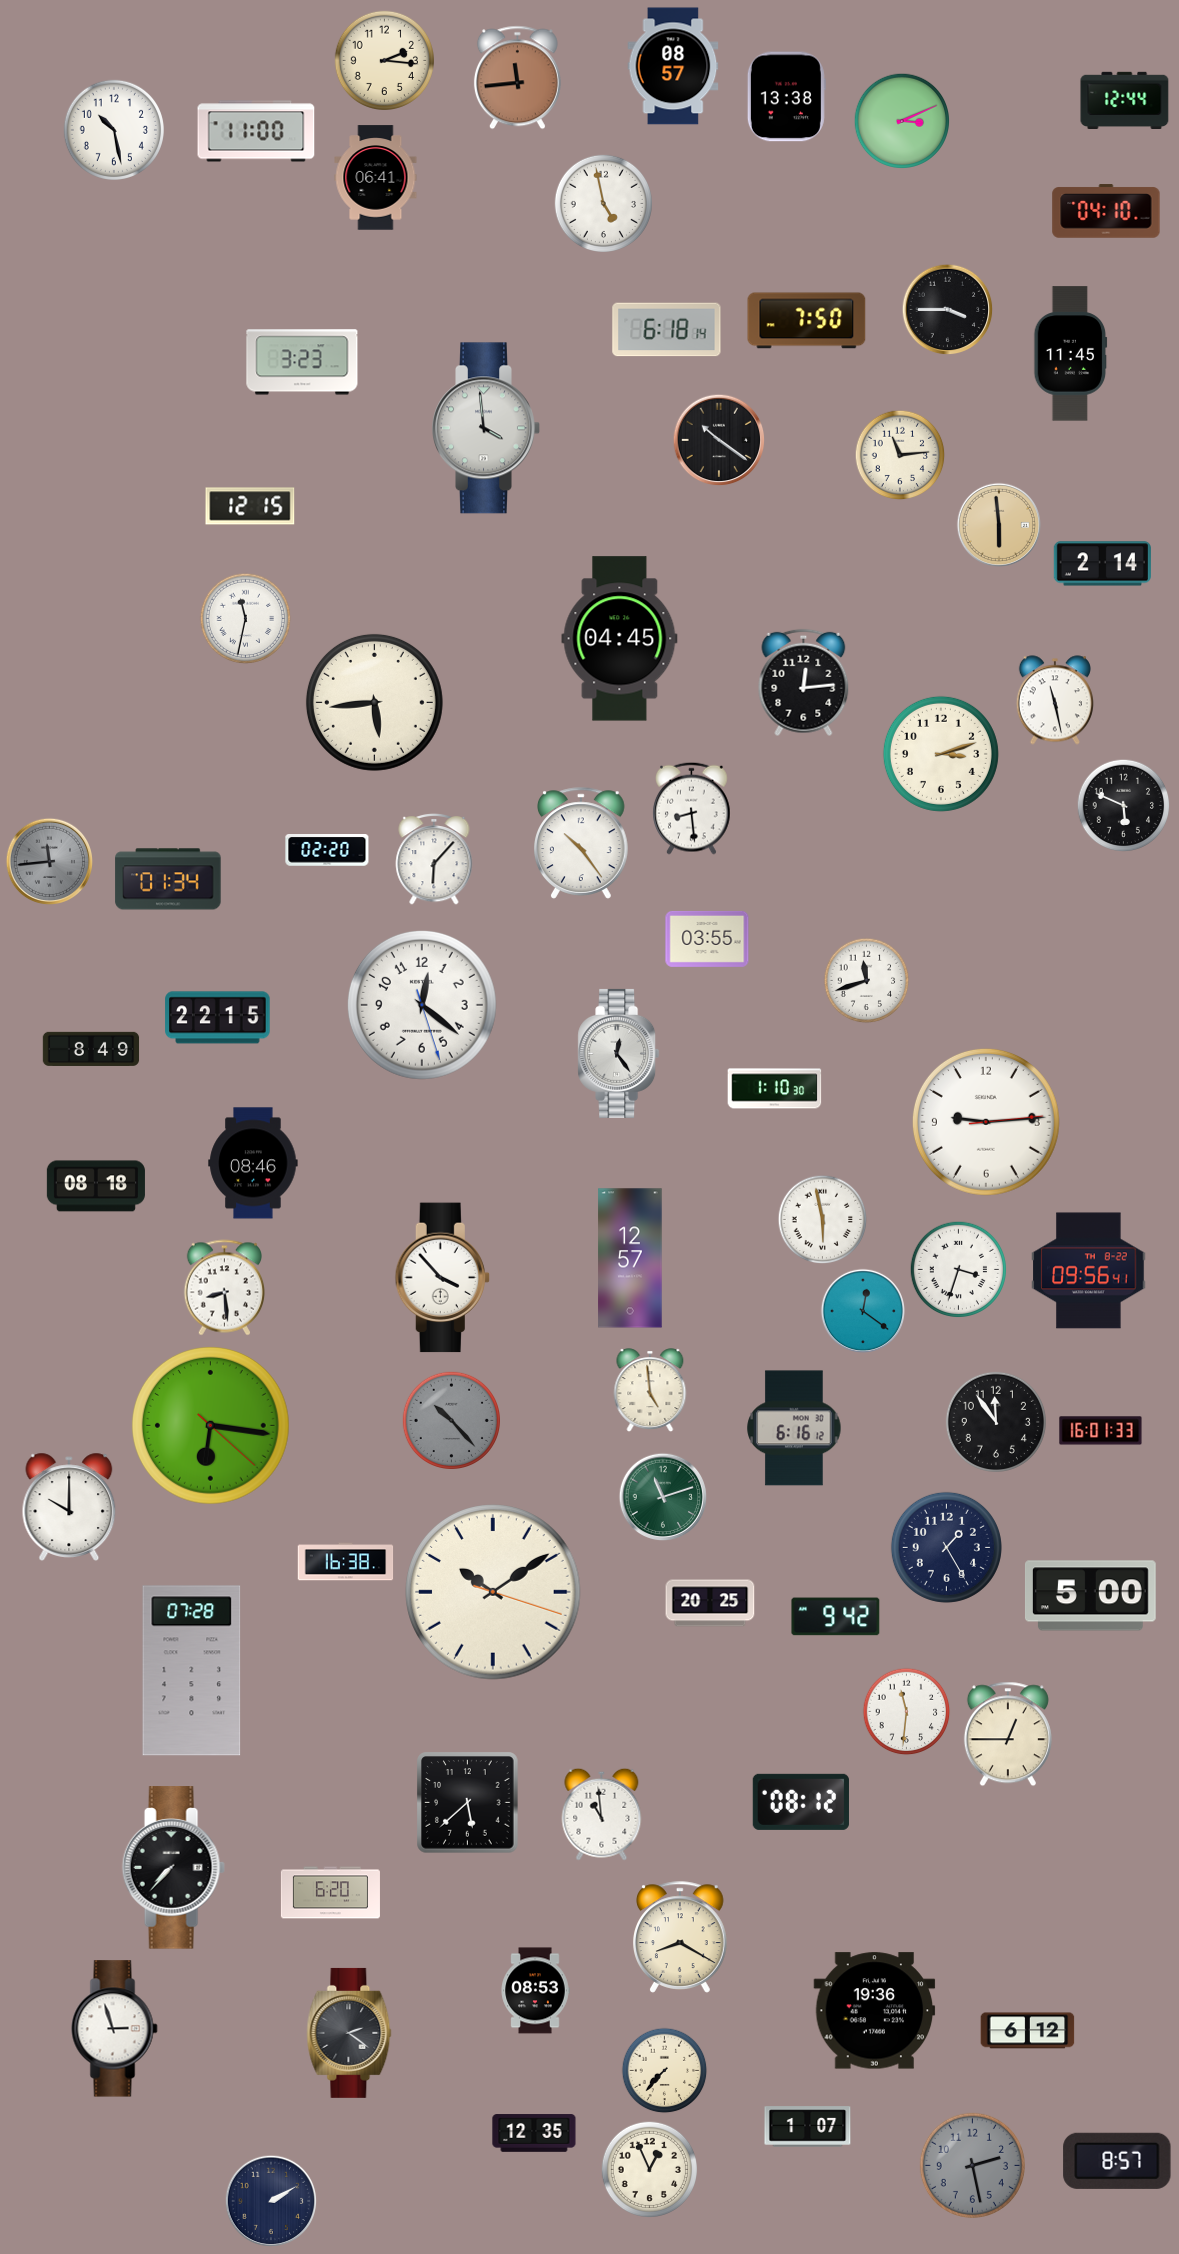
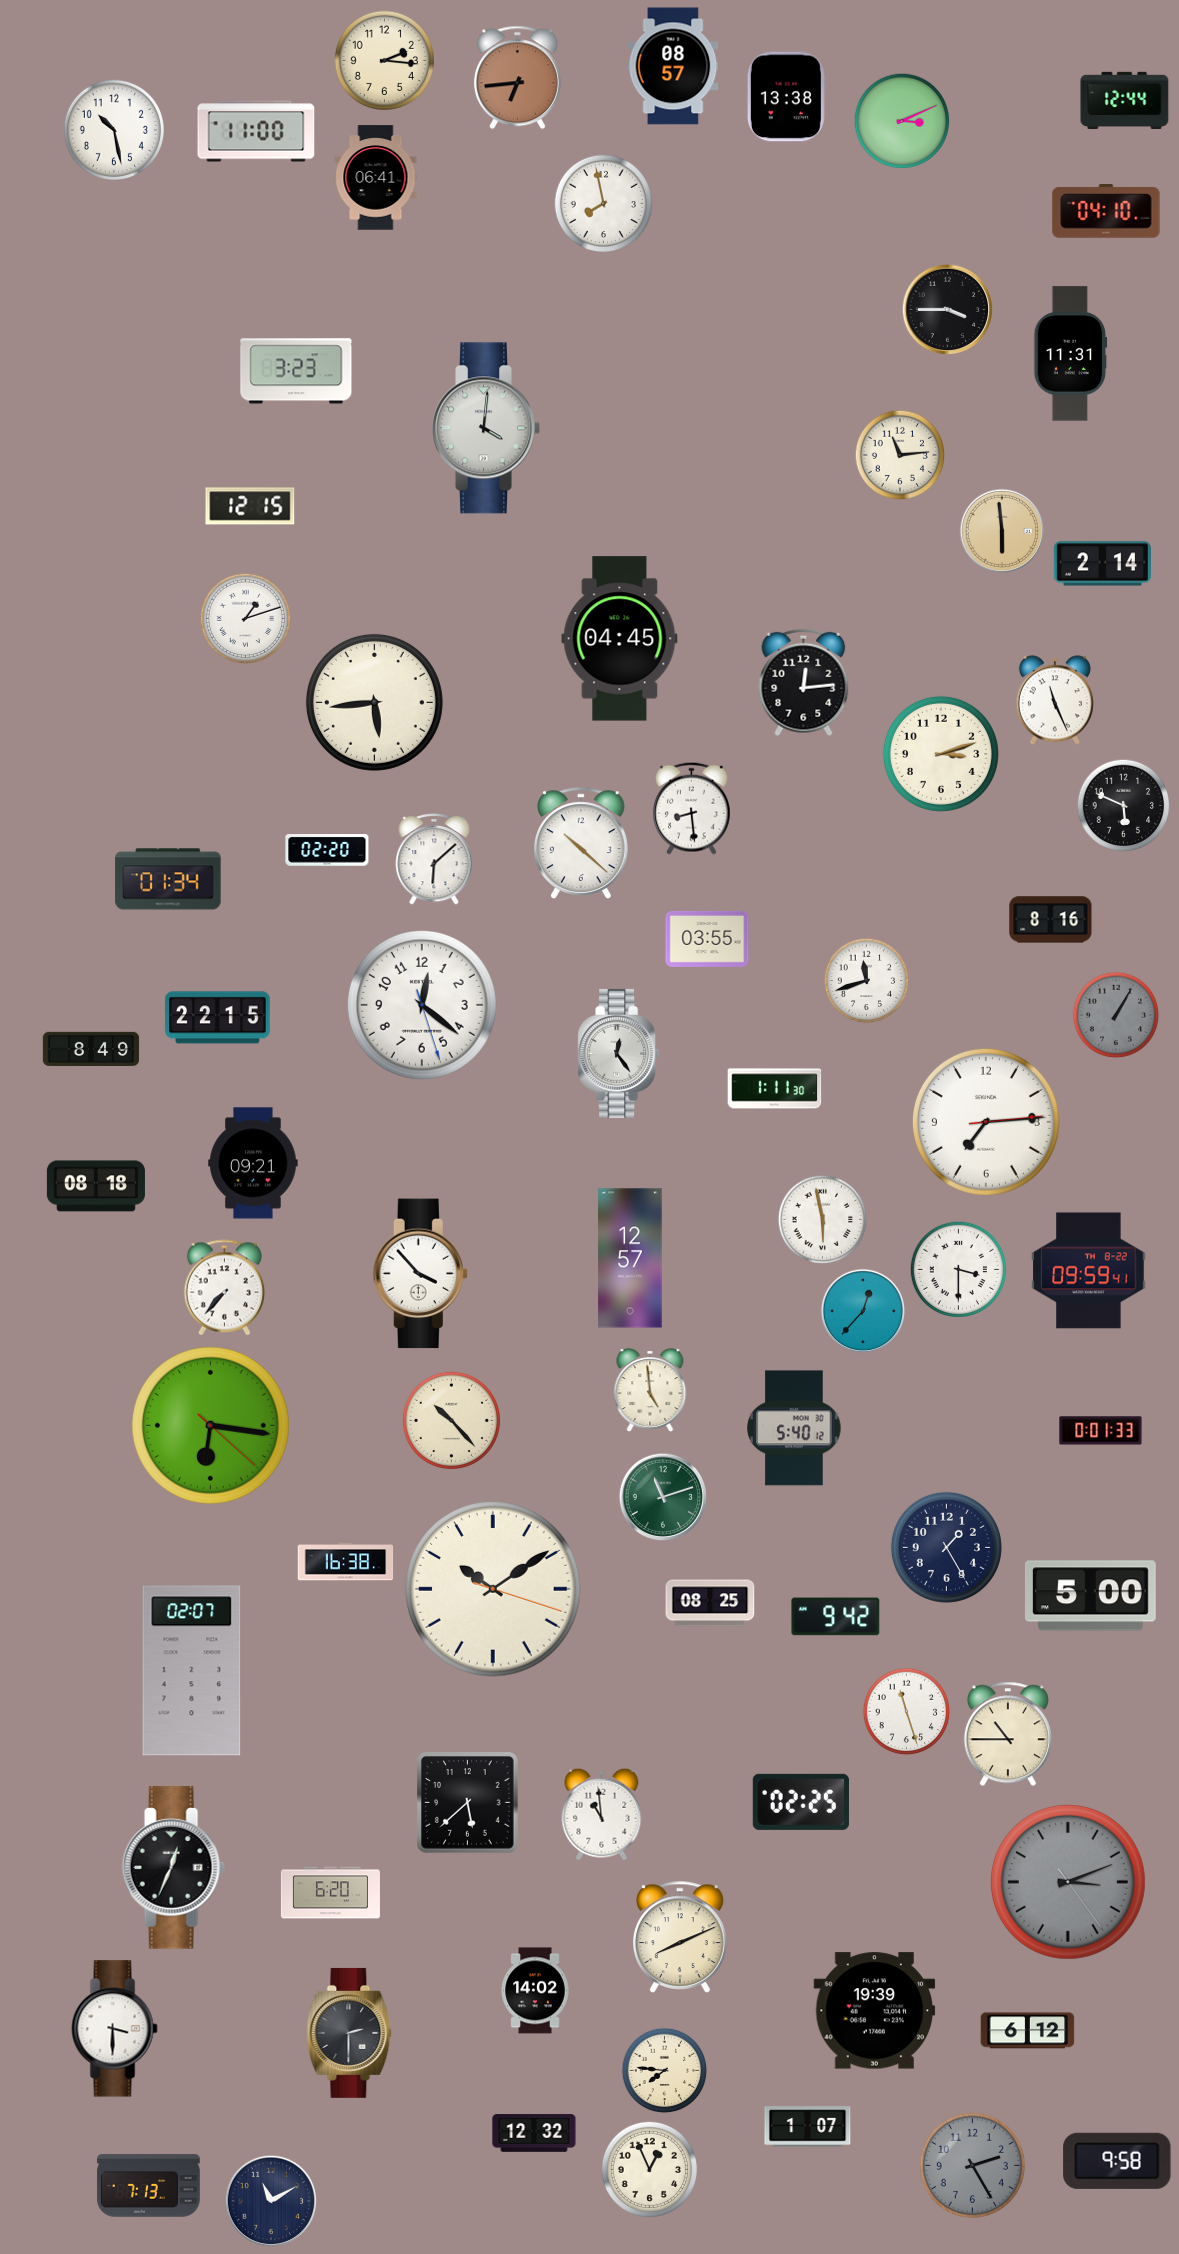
clock at (517, 78): 11:44 -> 6:44
clock at (603, 203): 4:58 -> 7:58
clock at (807, 321): 7:50 -> none
clock at (667, 330): 6:18 -> none
clock at (1071, 354): 11:45 -> 11:31
clock at (302, 362) position: (302, 362) -> (296, 371)
clock at (487, 428): 3:59 -> 4:01
clock at (719, 440): 10:21 -> none
clock at (998, 524) position: (998, 524) -> (1001, 530)
clock at (246, 619): 11:32 -> 1:12
clock at (1055, 700): 11:28 -> 11:26
clock at (582, 843): 10:24 -> 10:22
clock at (434, 859): 6:07 -> 6:08
clock at (50, 862): 11:44 -> none
clock at (1051, 920): none -> 8:16
clock at (1116, 1015): none -> 1:05
clock at (775, 1089): 1:10 -> 1:11
clock at (986, 1122): 9:14 -> 7:14
clock at (253, 1163): 08:46 -> 09:21
clock at (958, 1269): 3:33 -> 3:30
clock at (1089, 1271): 09:56 -> 09:59
clock at (442, 1278) position: (442, 1278) -> (420, 1274)
clock at (224, 1288): 8:29 -> 7:37
clock at (862, 1310): 12:21 -> 12:37
clock at (451, 1420) dial: grey -> cream
clock at (996, 1422): 11:54 -> none
clock at (794, 1428): 6:16 -> 5:40
clock at (1101, 1431): 16:01 -> 0:01
clock at (69, 1507): 10:00 -> none
clock at (493, 1592) position: (493, 1592) -> (493, 1589)
clock at (710, 1603): 20:25 -> 08:25
clock at (192, 1671): 07:28 -> 02:07
clock at (907, 1712): 11:31 -> 11:27
clock at (1008, 1734): 12:45 -> 10:45
clock at (801, 1802): 08:12 -> 02:25
clock at (173, 1868): 7:37 -> 12:34
clock at (1068, 1882): none -> 3:11
clock at (681, 1937): 8:20 -> 8:11
clock at (535, 1991): 08:53 -> 14:02
clock at (875, 2011): 19:36 -> 19:39
clock at (115, 2029): 2:57 -> 3:30
clock at (349, 2033): 2:21 -> 2:30
clock at (665, 2071): 7:37 -> 7:46
clock at (534, 2133): 12:35 -> 12:32
clock at (1117, 2161): 8:57 -> 9:58
clock at (972, 2165): 2:28 -> 2:25
clock at (149, 2186): none -> 7:13
clock at (271, 2201): 2:10 -> 11:10
